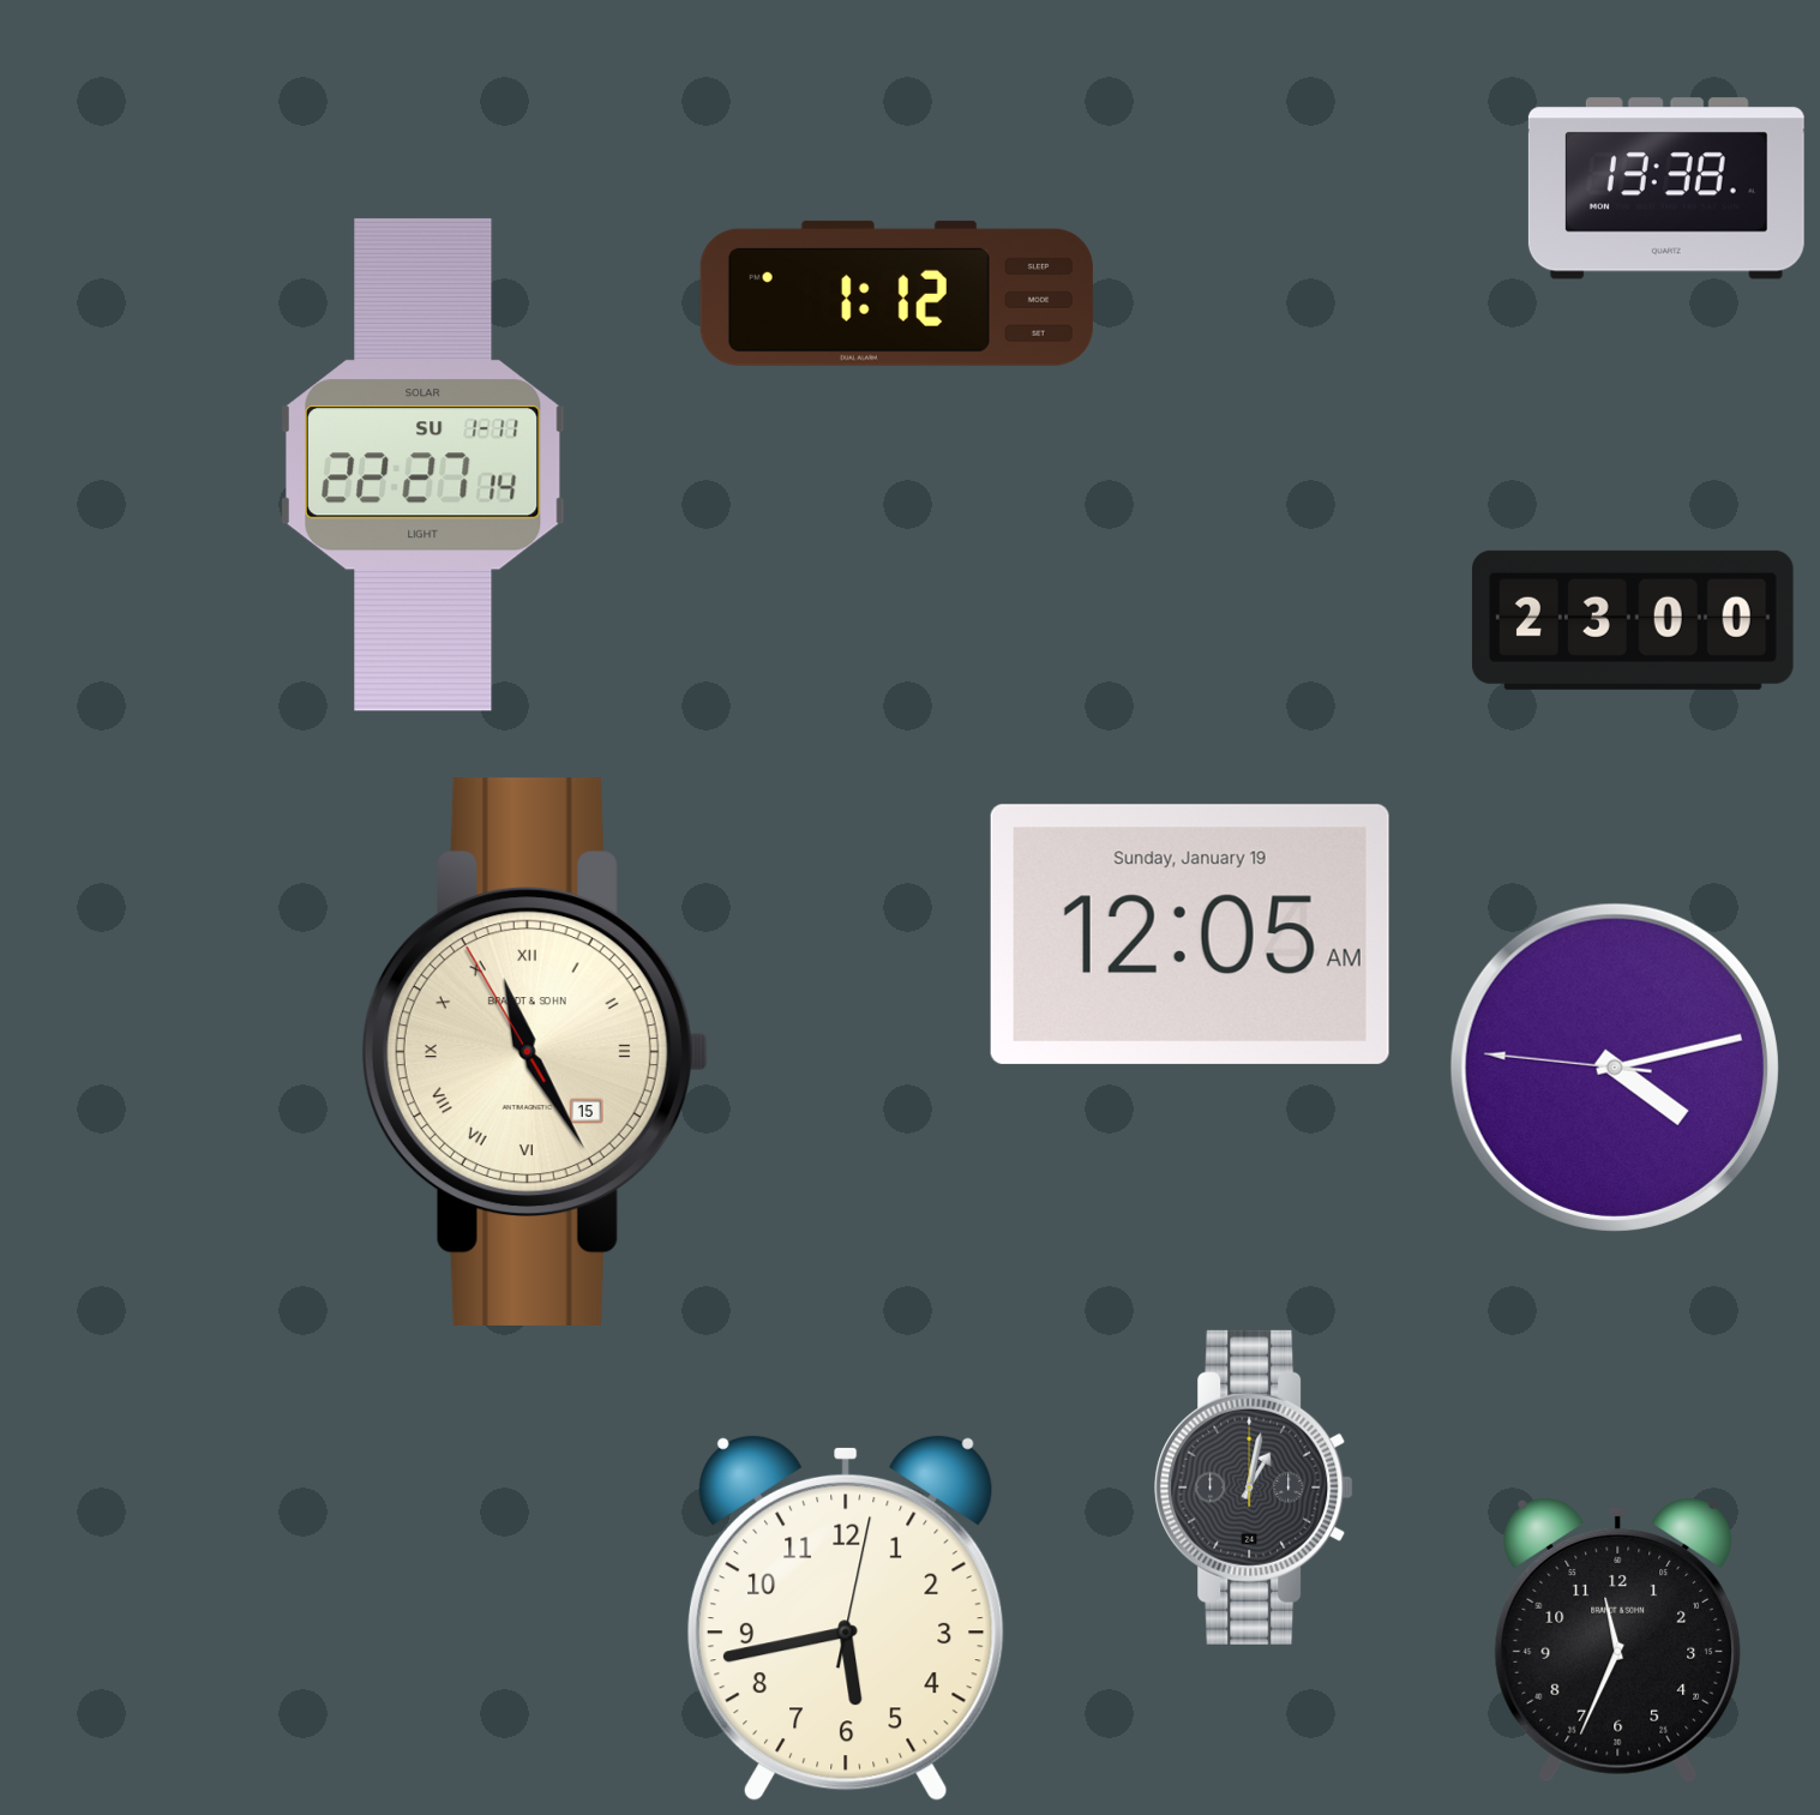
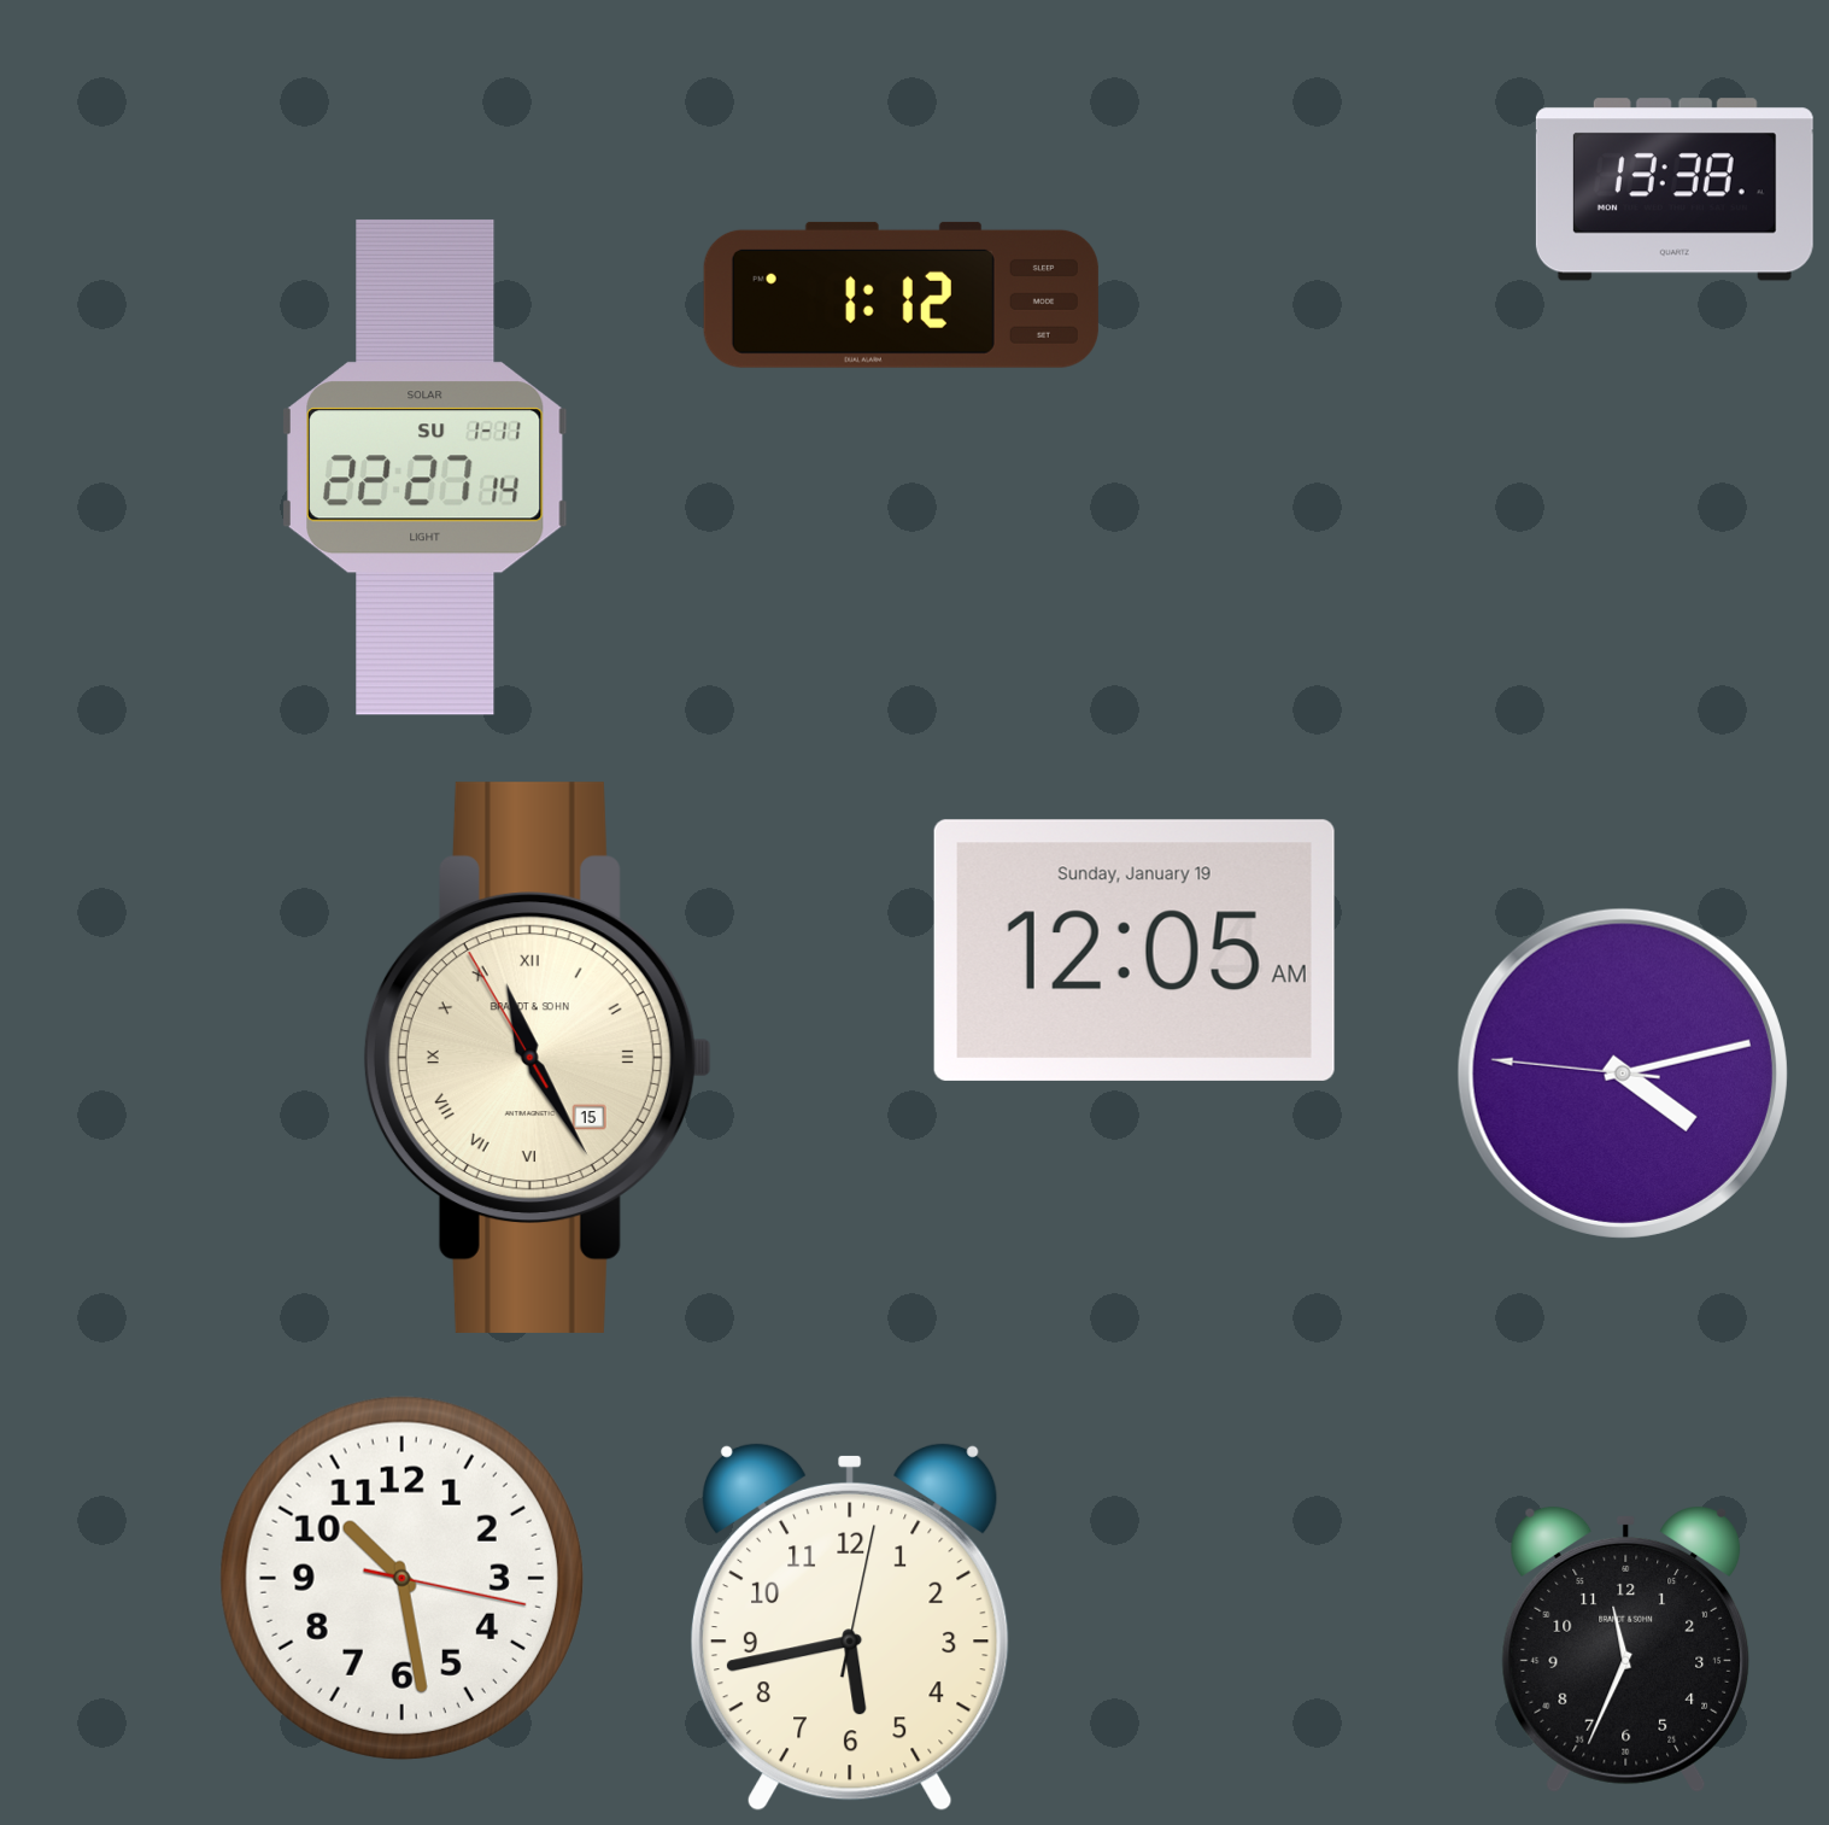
clock at (1633, 620): 23:00 -> none
clock at (1190, 934) position: (1190, 934) -> (1135, 950)
clock at (1254, 1488): 1:02 -> none
clock at (401, 1578): none -> 10:28
